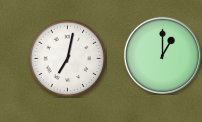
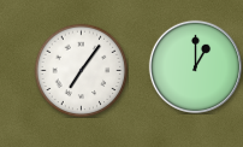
clock at (67, 58): 7:02 -> 7:06
